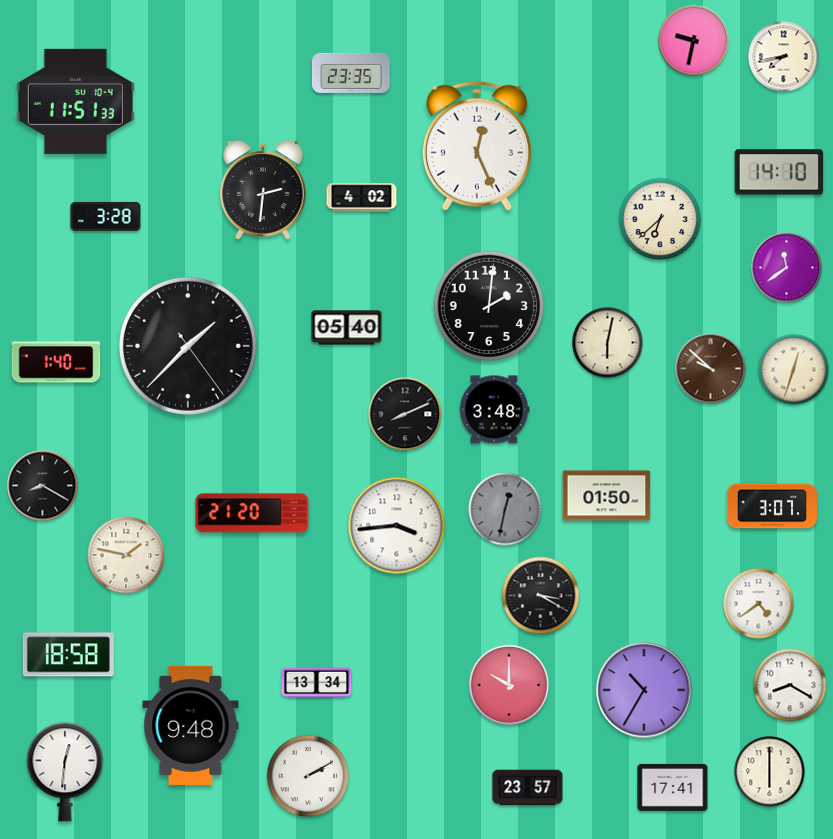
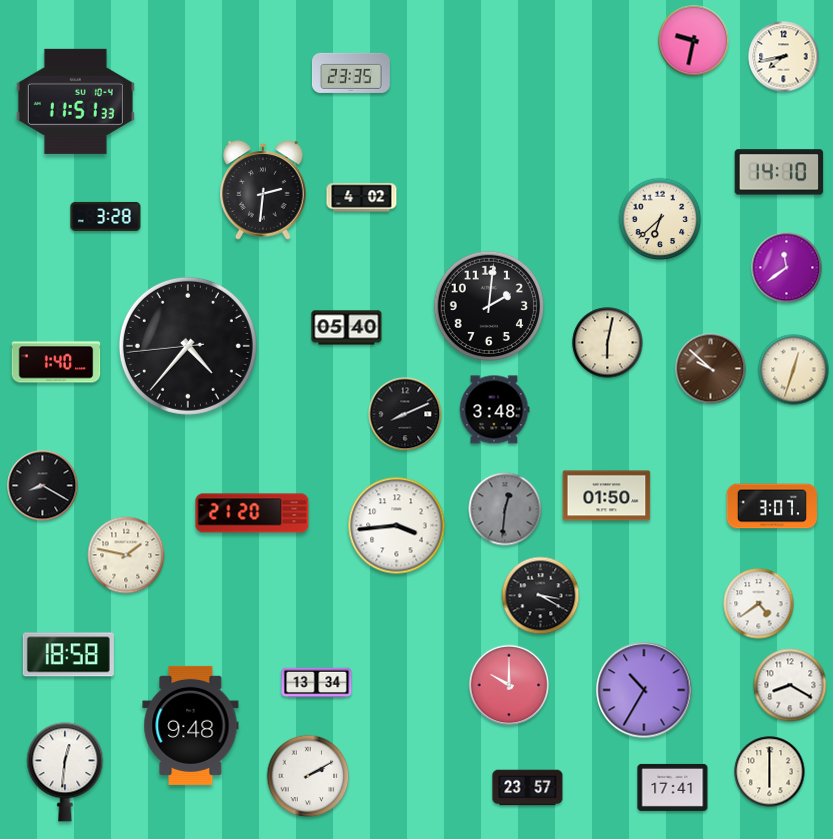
clock at (477, 146): 12:26 -> none
clock at (188, 346): 1:37 -> 4:36
clock at (505, 509): 12:32 -> 12:31
